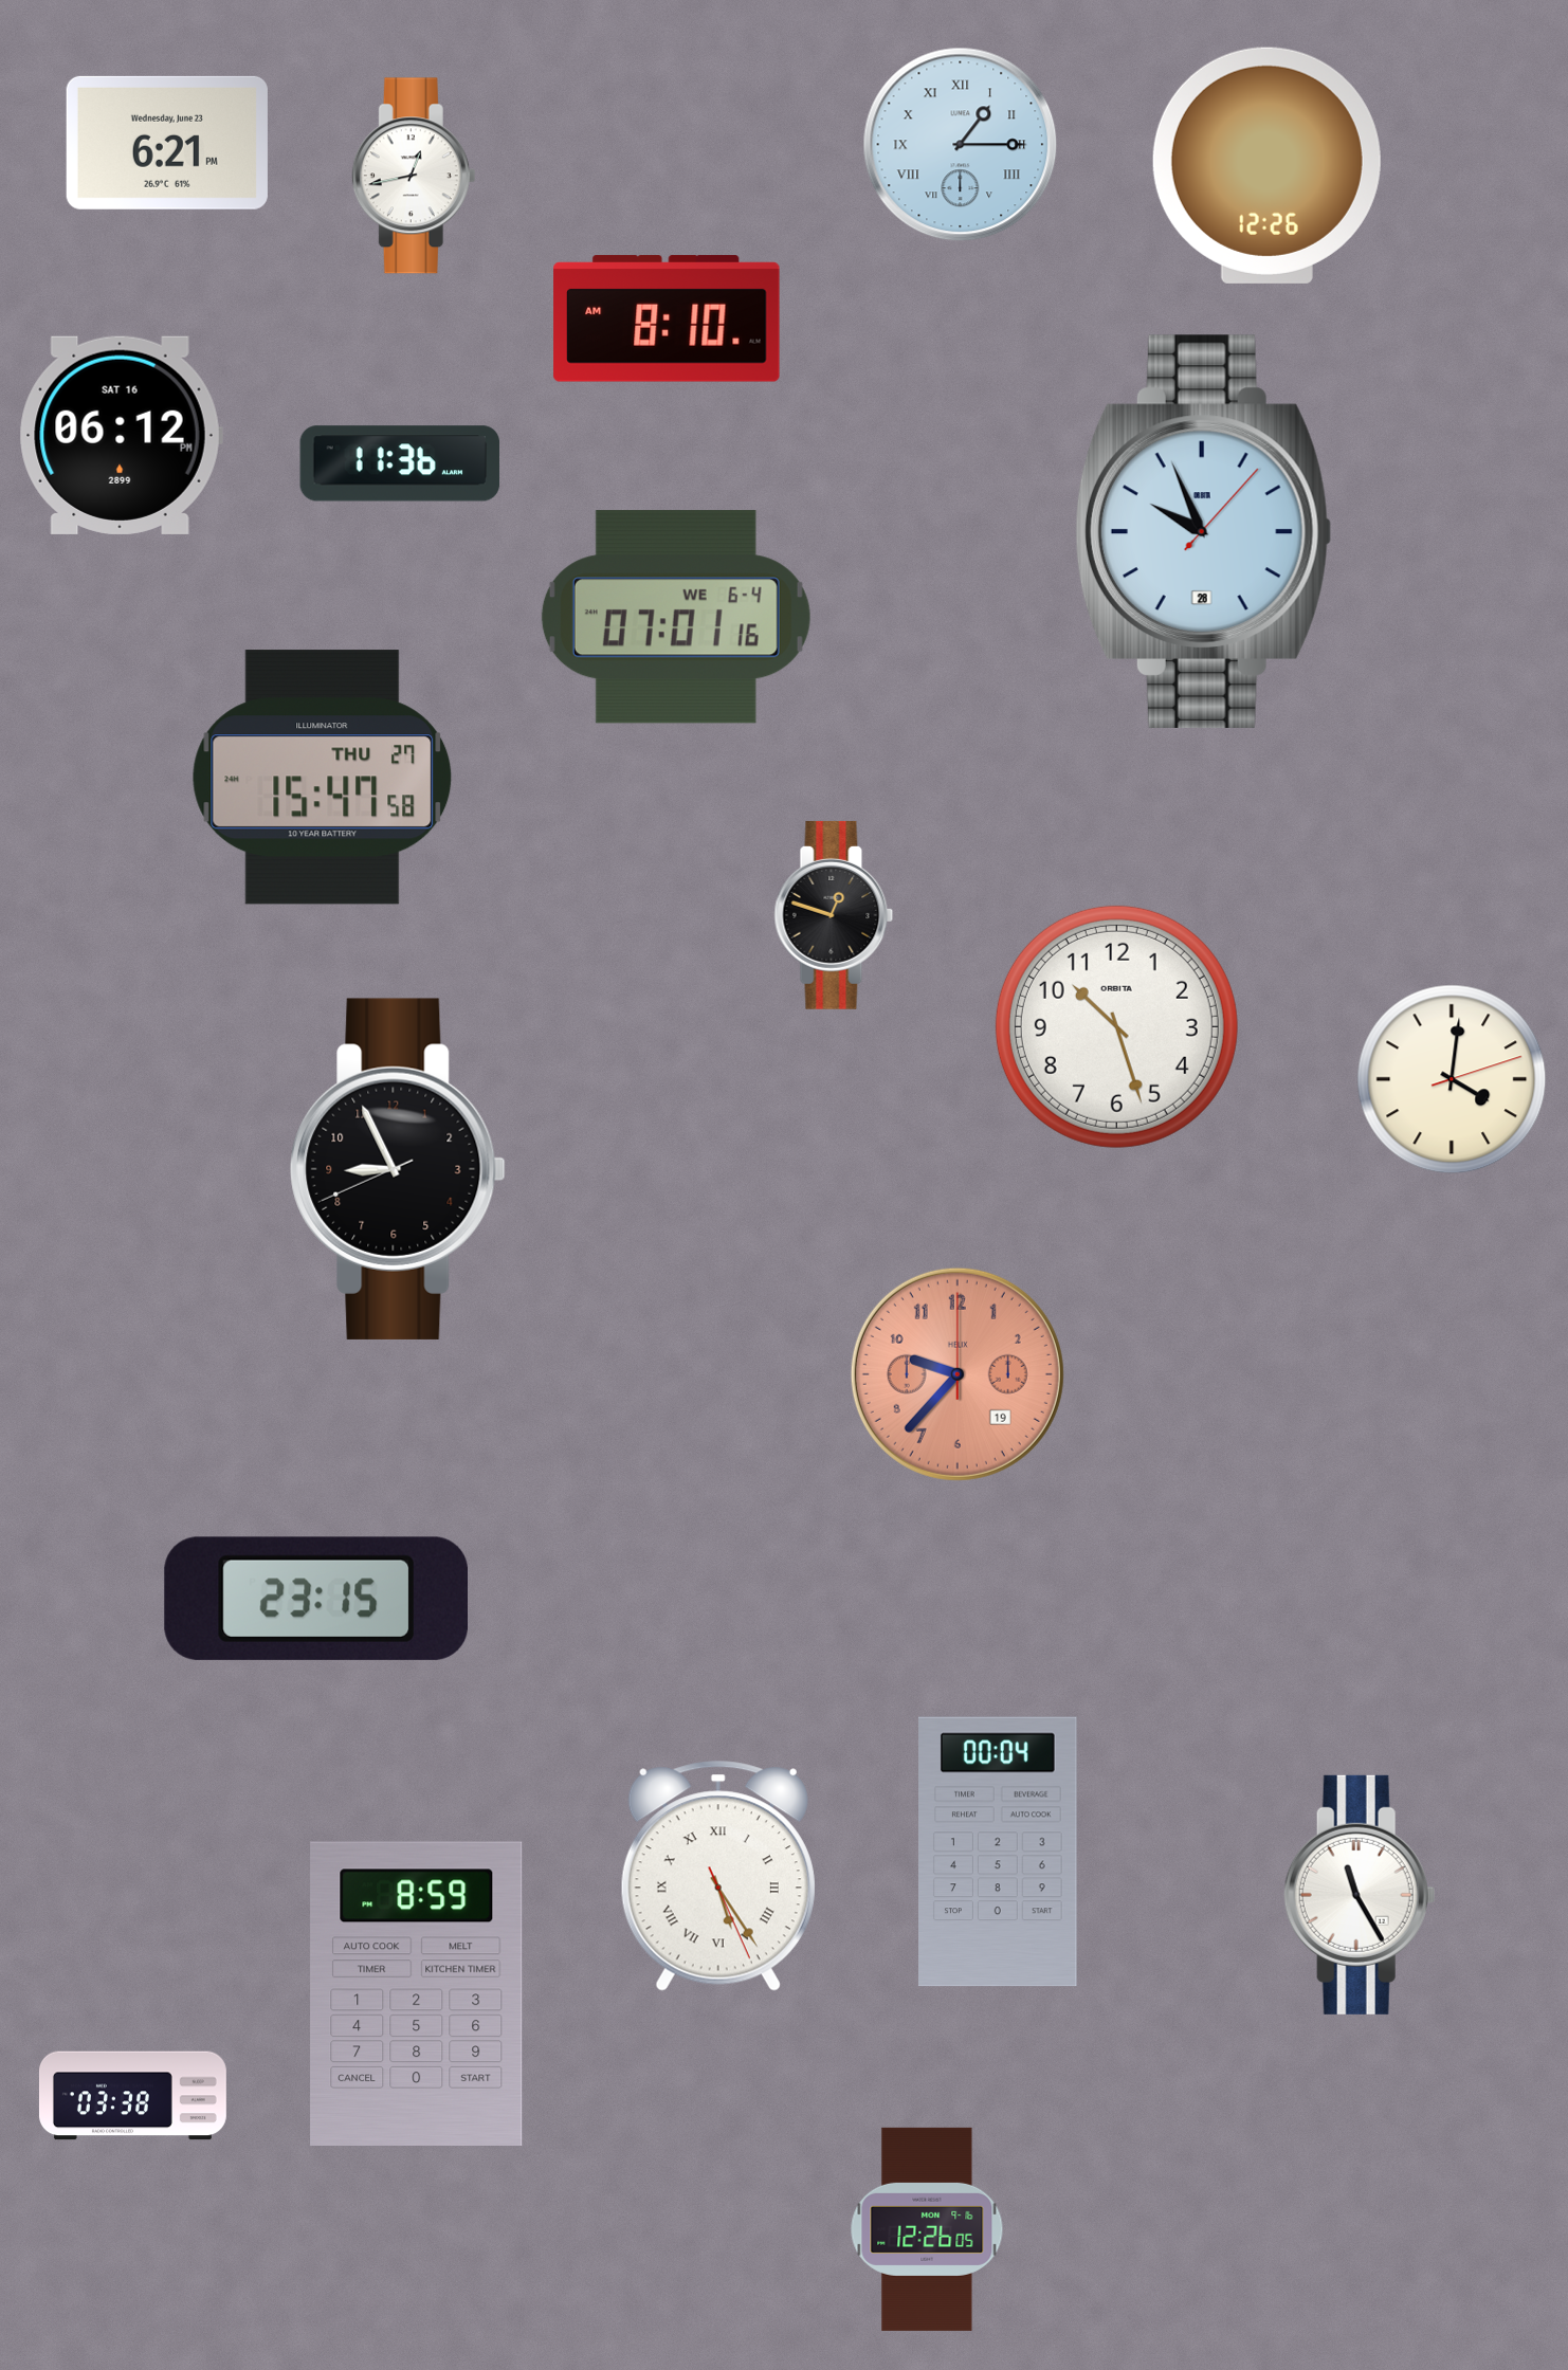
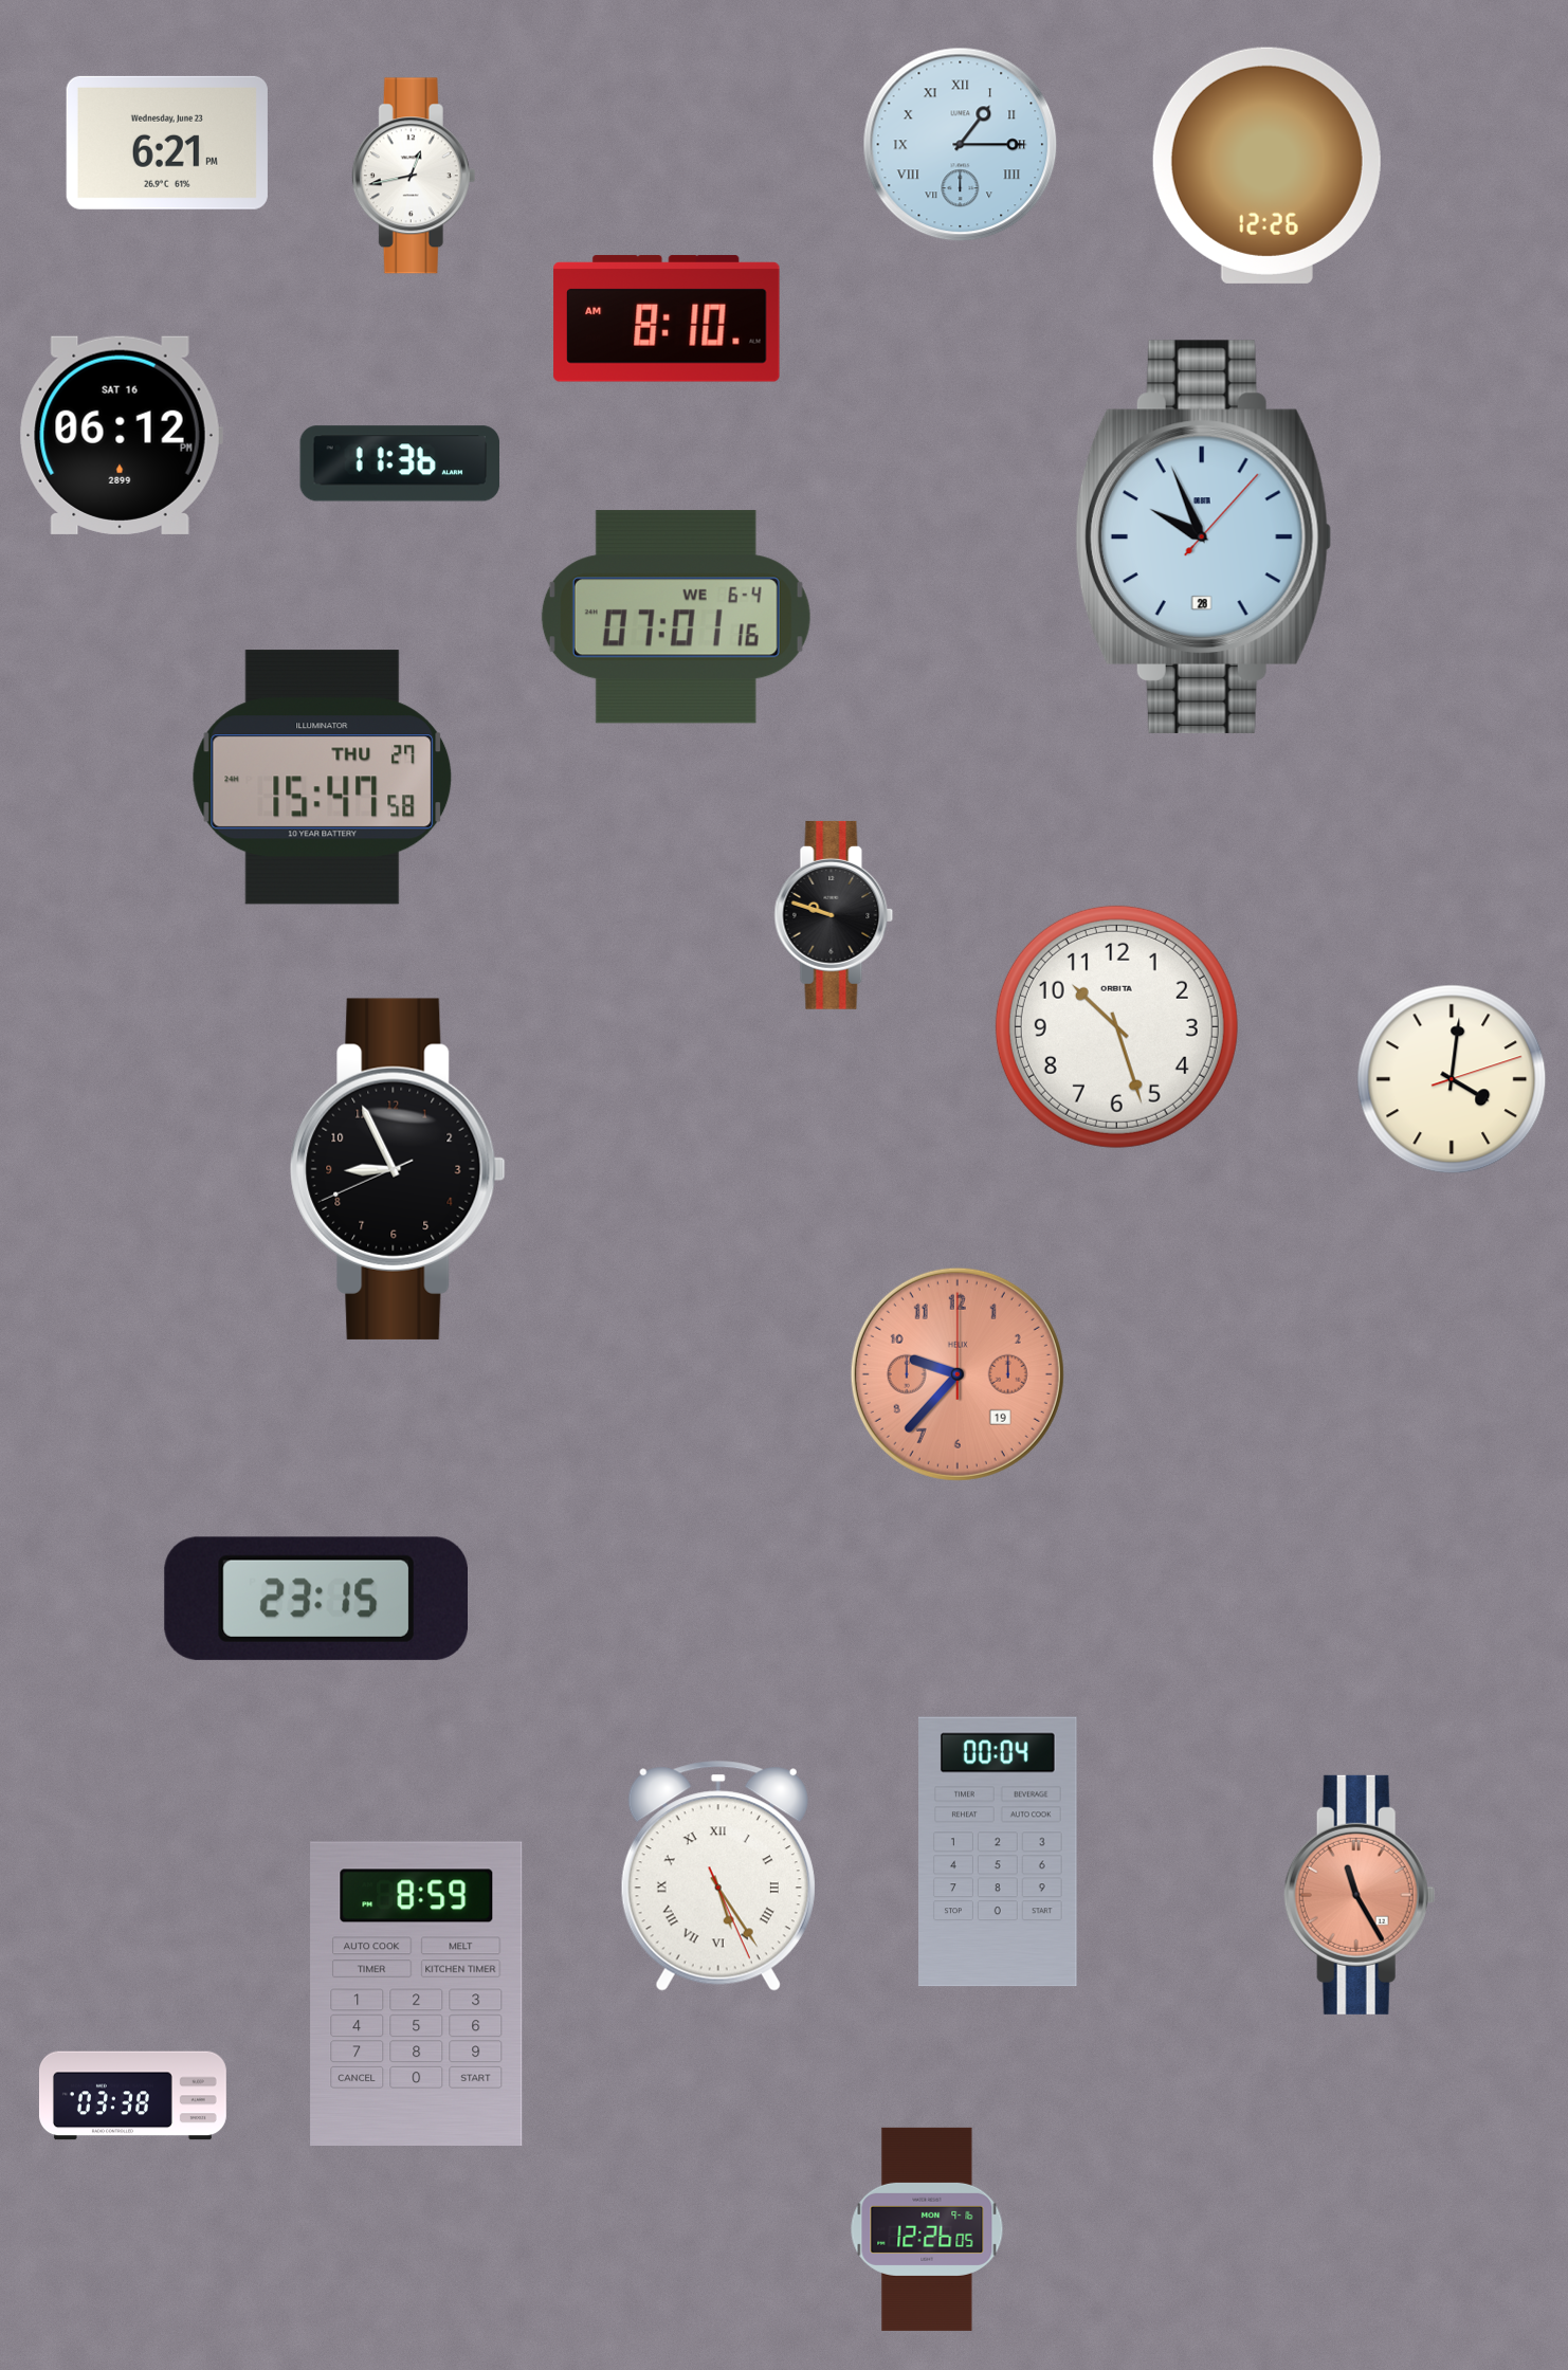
clock at (1203, 531) position: (1203, 531) -> (1203, 536)
clock at (834, 915): 12:48 -> 9:48
clock at (1360, 1895) dial: white -> salmon
